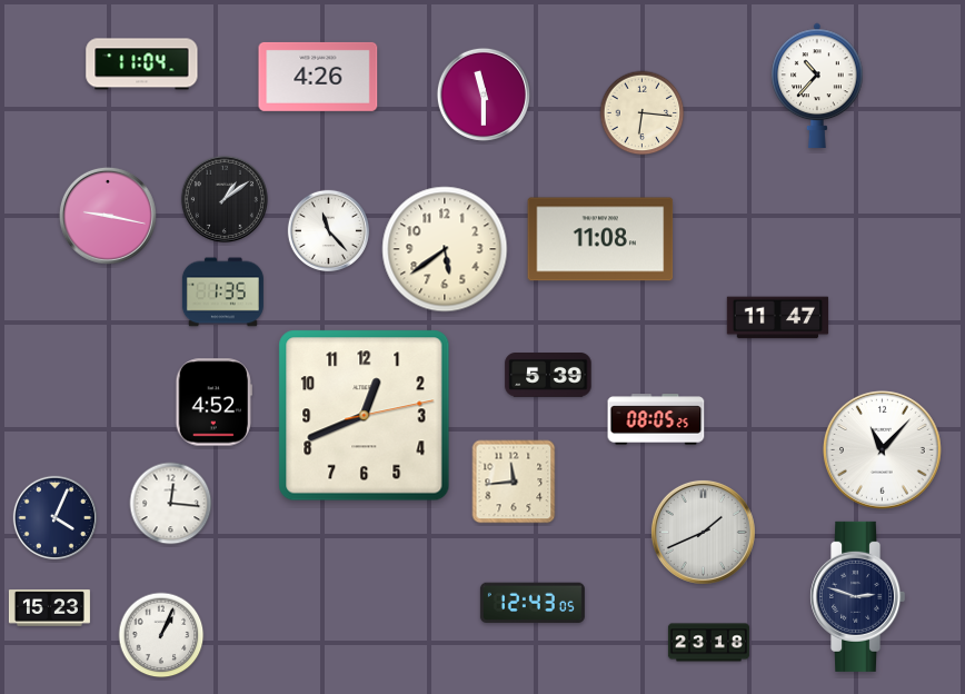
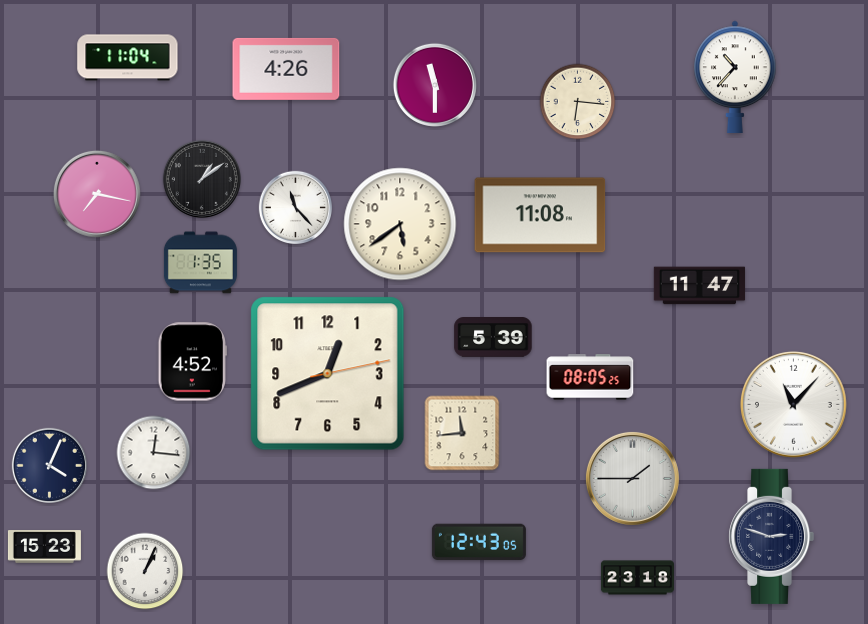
clock at (108, 216): 9:17 -> 7:17
clock at (703, 532): 1:41 -> 1:45
